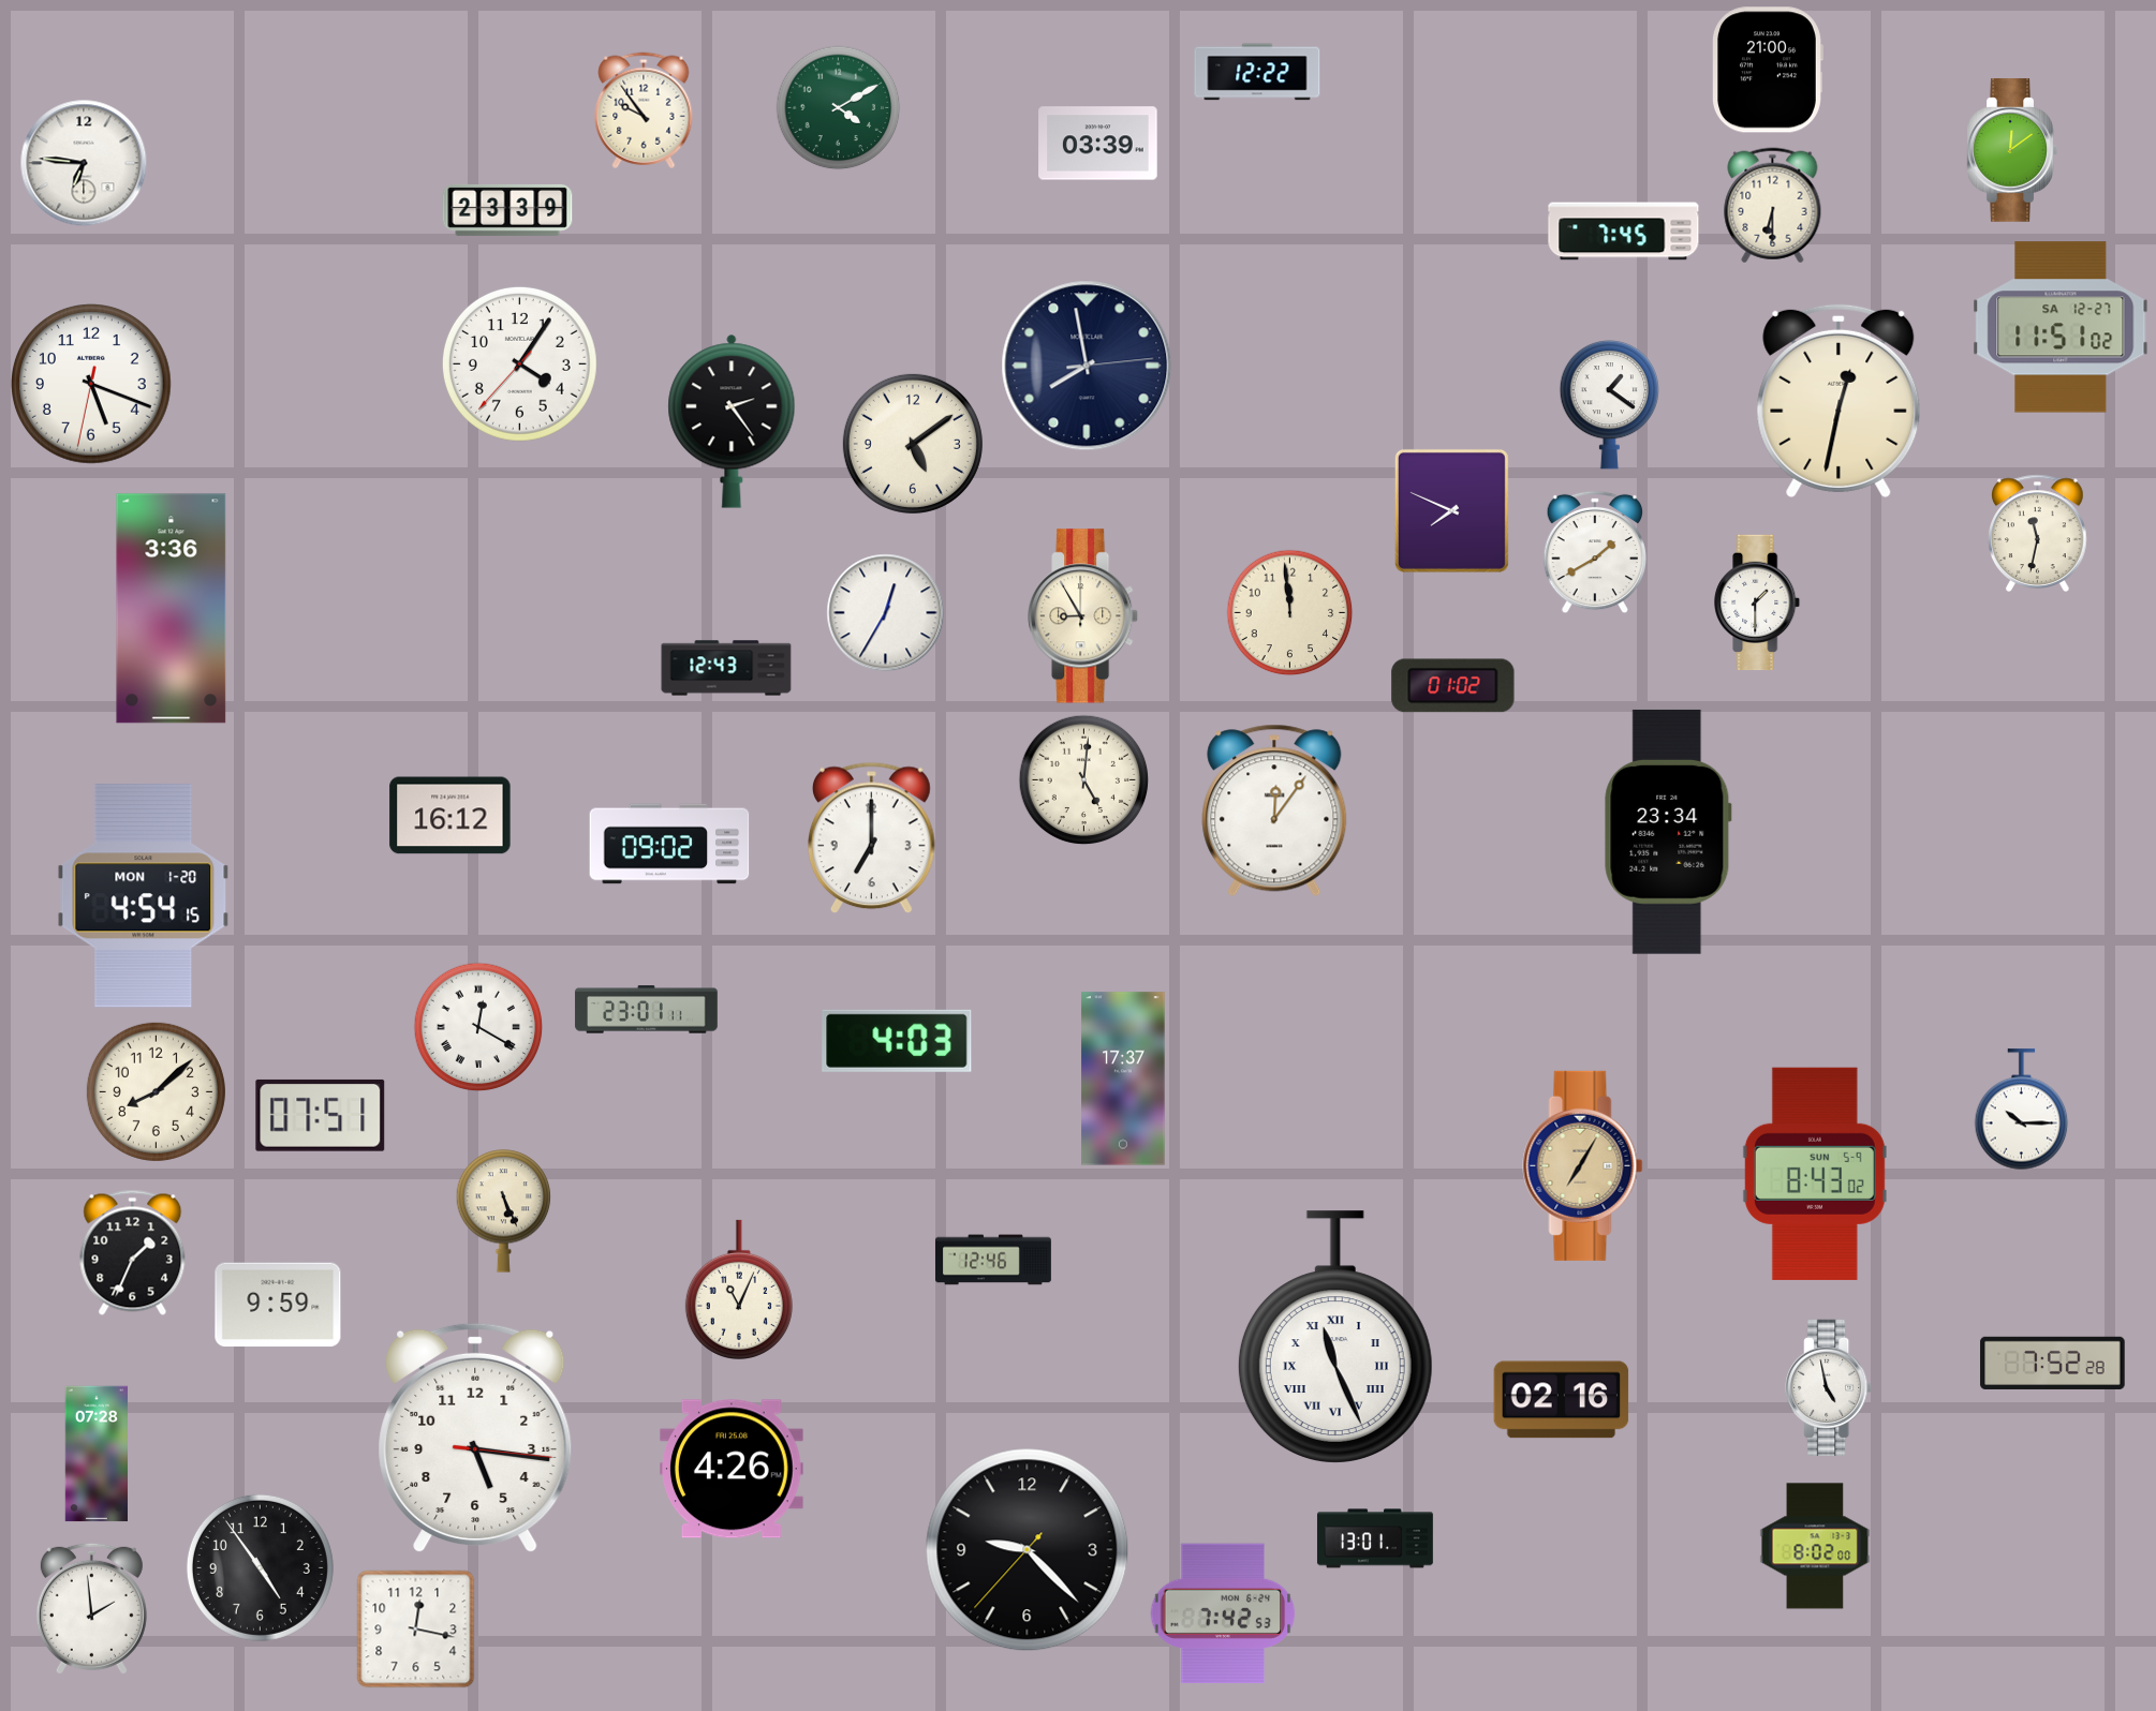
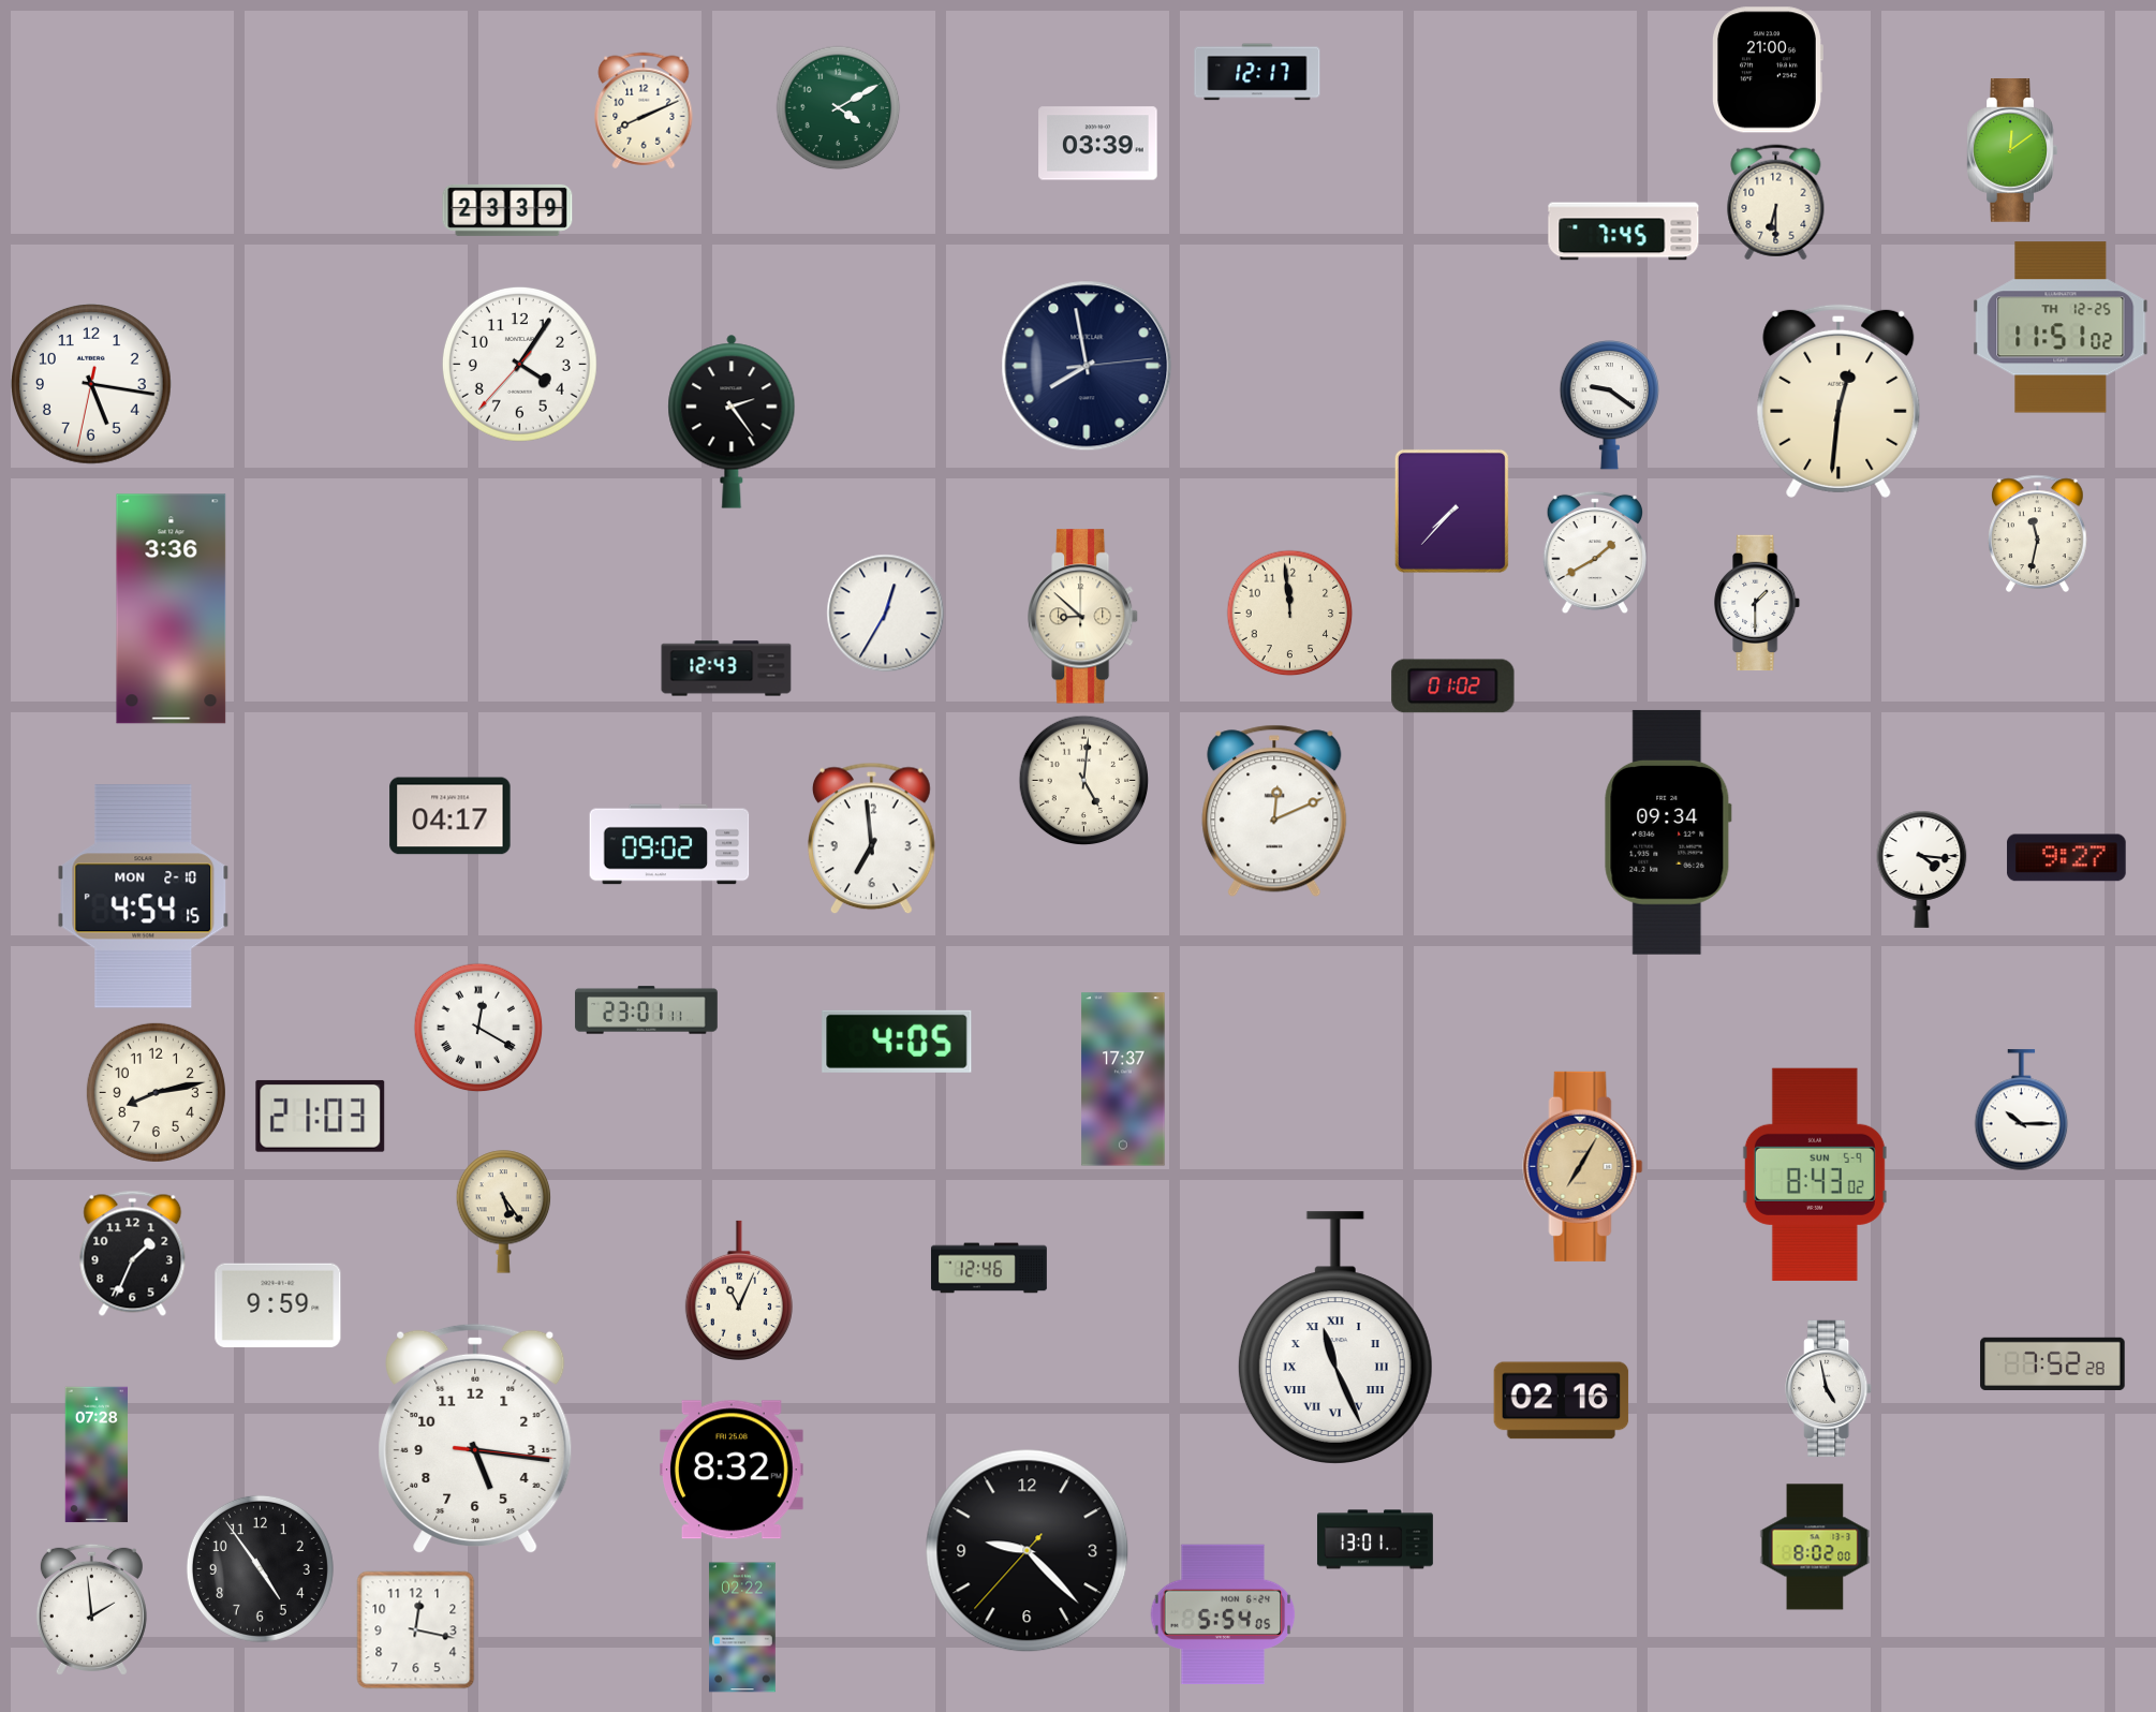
clock at (1257, 72): 12:22 -> 12:17
clock at (644, 110): 9:54 -> 8:11
clock at (84, 163): 6:46 -> none
clock at (1773, 206) position: (1773, 206) -> (1776, 203)
clock at (2061, 327) date: SA 12-27 -> TH 12-25
clock at (92, 385): 5:18 -> 5:16
clock at (1838, 401): 12:32 -> 12:31
clock at (1609, 405): 1:21 -> 9:21
clock at (913, 444): 5:09 -> none
clock at (1451, 510): 7:49 -> 7:37
clock at (1083, 616): 8:55 -> 8:52
clock at (1274, 810): 12:06 -> 12:11
clock at (451, 816): 16:12 -> 04:17
clock at (1668, 832): 23:34 -> 09:34
clock at (872, 838): 7:00 -> 6:59
clock at (2067, 858): none -> 9:27
clock at (1922, 869): none -> 4:16
clock at (144, 896) date: MON 1-20 -> MON 2-10
clock at (897, 1041): 4:03 -> 4:05
clock at (156, 1091): 8:08 -> 8:13
clock at (321, 1115): 07:51 -> 21:03
clock at (504, 1211): 5:26 -> 5:24
clock at (993, 1260) position: (993, 1260) -> (989, 1268)
clock at (733, 1469): 4:26 -> 8:32
clock at (1223, 1613): 7:42 -> 5:54
clock at (742, 1627): none -> 02:22
